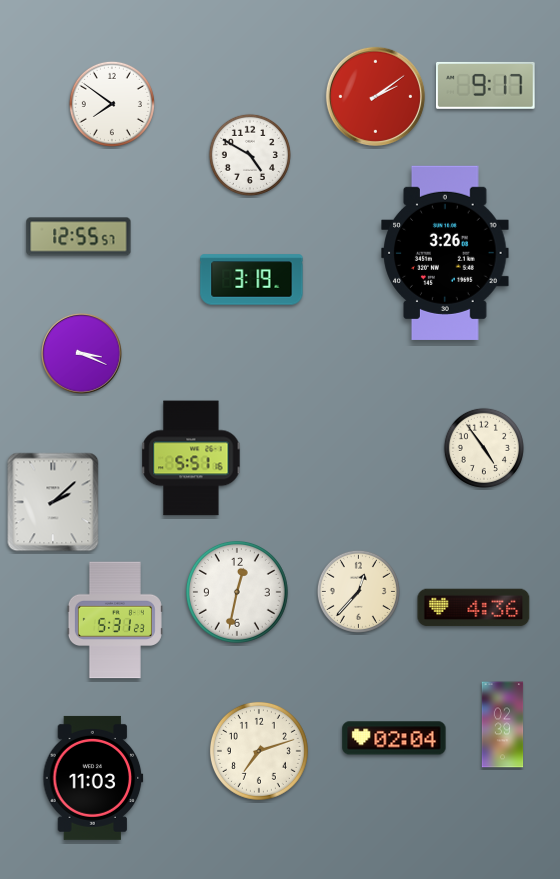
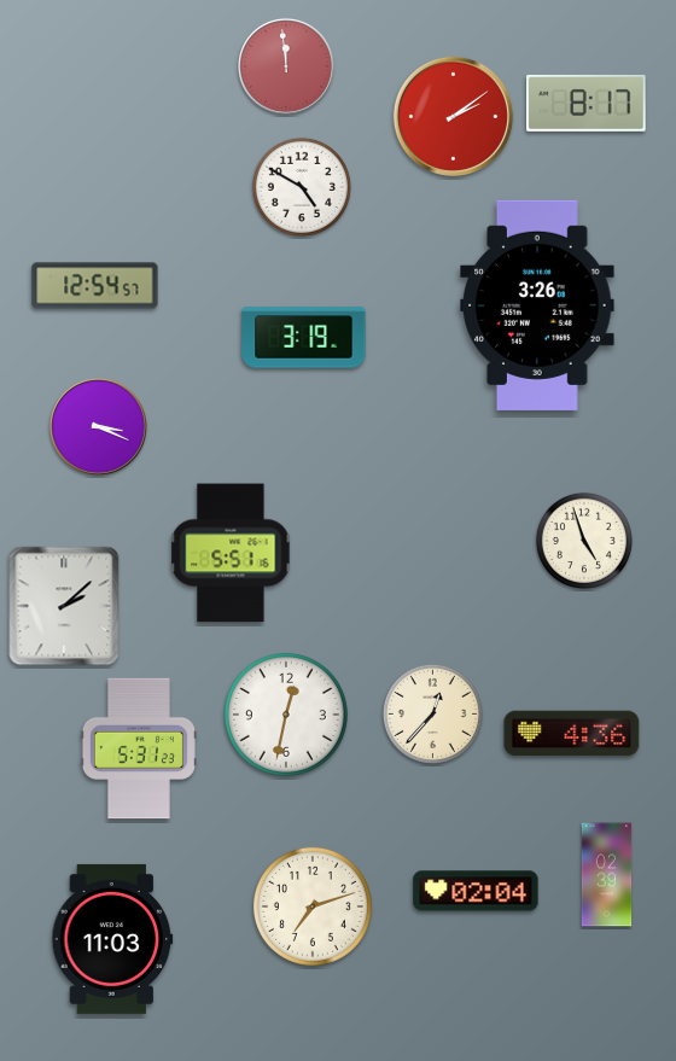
clock at (286, 66): none -> 11:59
clock at (486, 85): 9:17 -> 8:17
clock at (112, 104): 7:51 -> none
clock at (79, 237): 12:55 -> 12:54
clock at (484, 448): 4:54 -> 4:57
